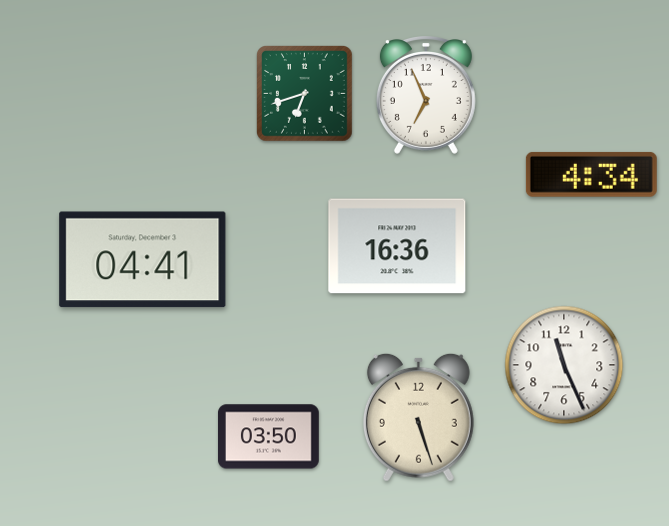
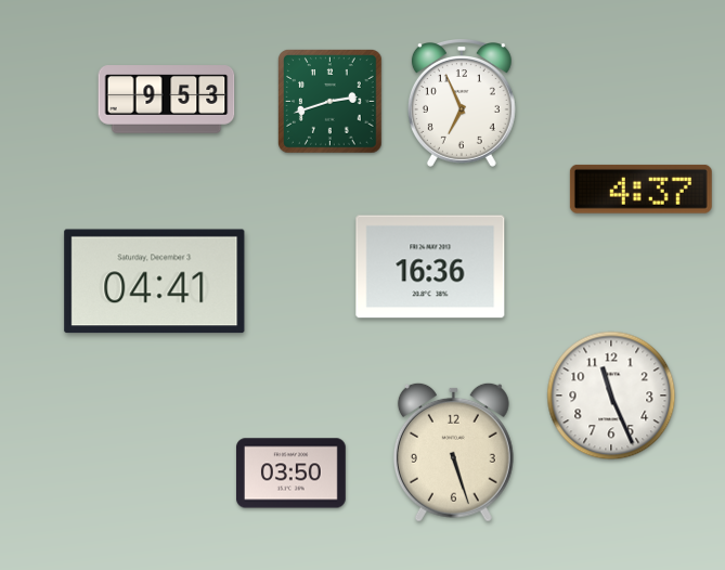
clock at (167, 100): none -> 9:53
clock at (305, 94): 6:42 -> 2:42
clock at (591, 174): 4:34 -> 4:37
